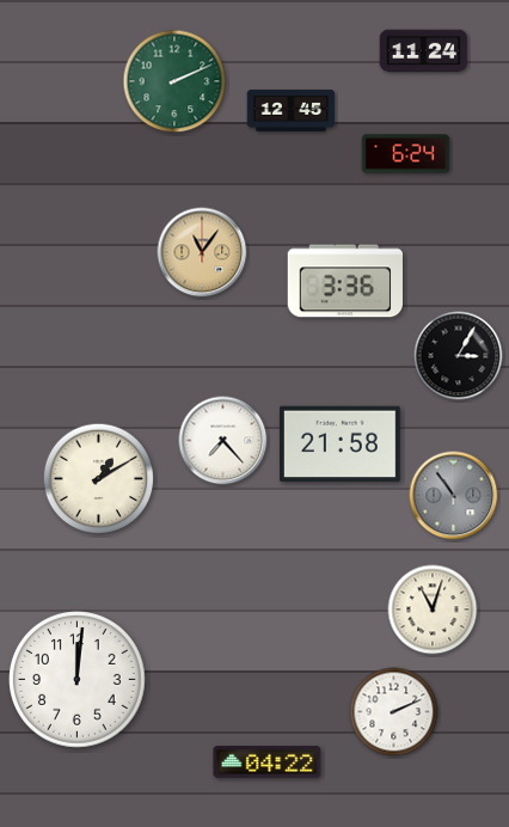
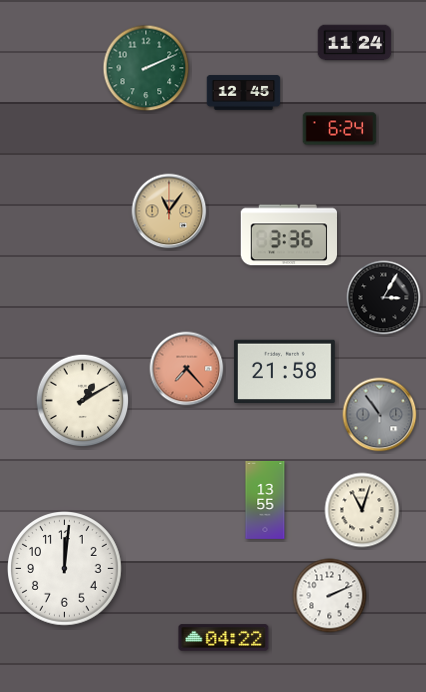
clock at (223, 441) dial: white -> salmon
clock at (265, 500): none -> 13:55
